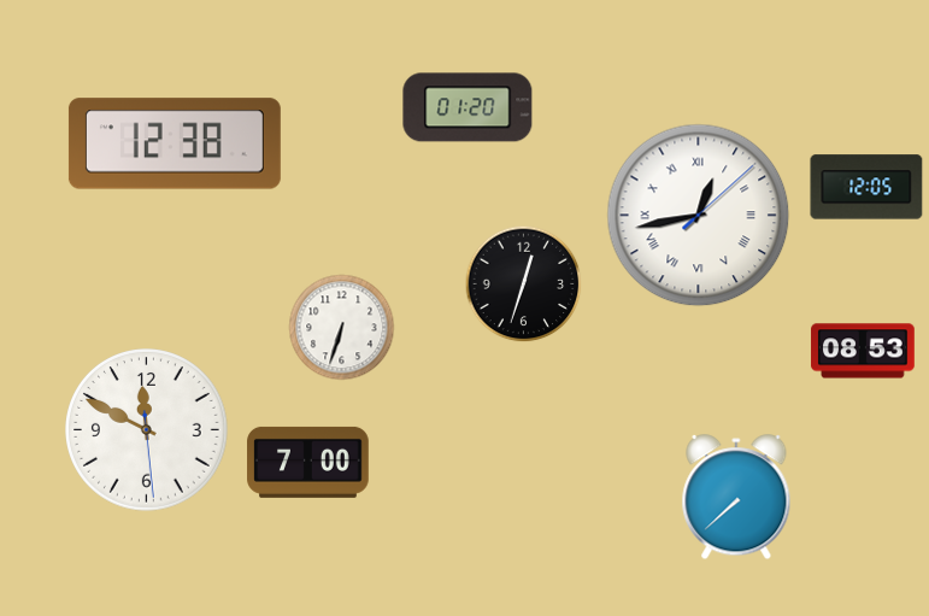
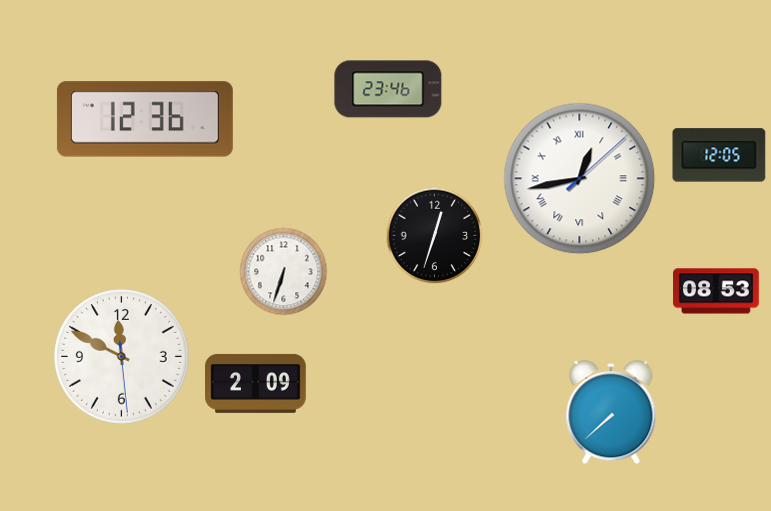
clock at (468, 107): 01:20 -> 23:46
clock at (175, 143): 12:38 -> 12:36
clock at (308, 462): 7:00 -> 2:09
